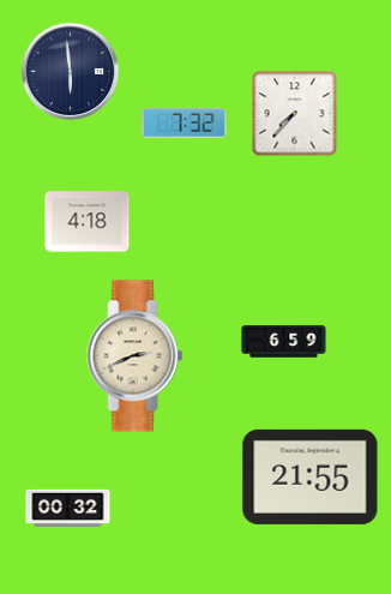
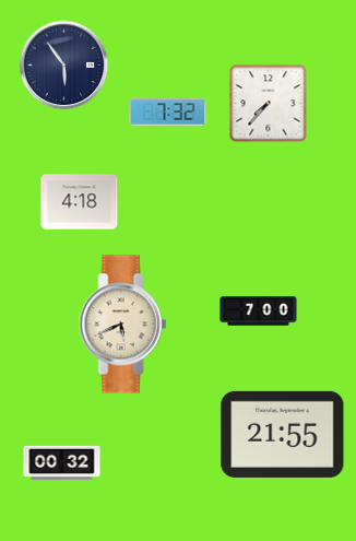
clock at (71, 72): 5:59 -> 5:54
clock at (284, 342): 6:59 -> 7:00
clock at (136, 356): 2:41 -> 5:41
